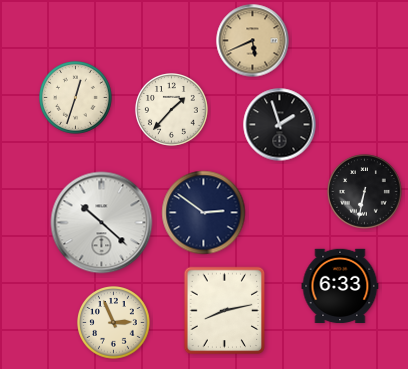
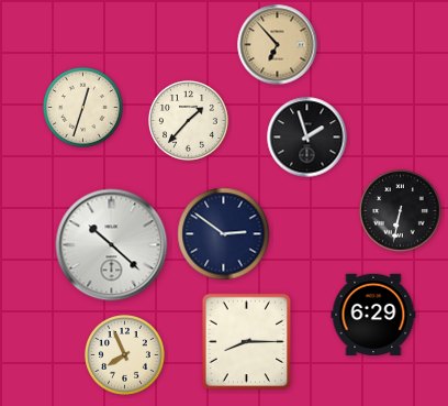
clock at (253, 41): 5:41 -> 6:53
clock at (340, 286): 6:33 -> 6:29
clock at (225, 311): 8:13 -> 8:15
clock at (114, 323): 2:56 -> 7:56
